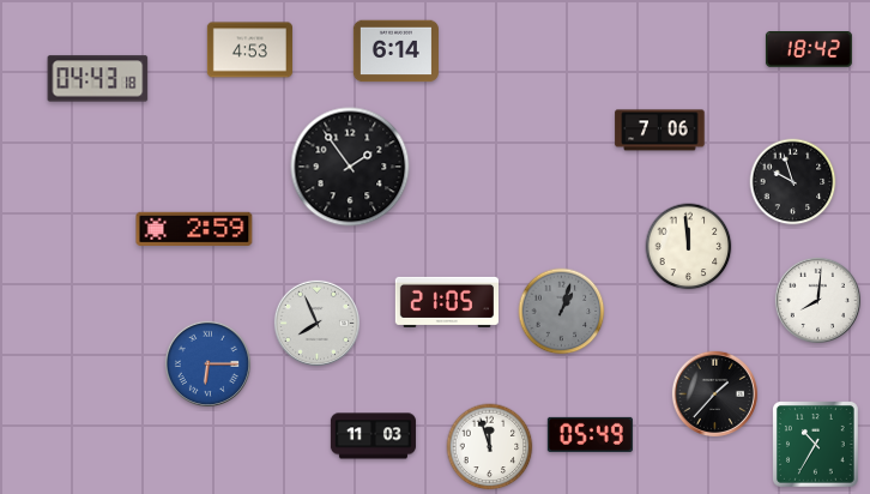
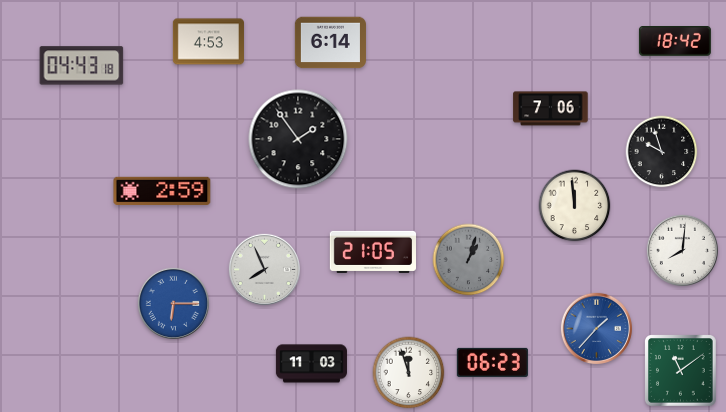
clock at (350, 167) position: (350, 167) -> (298, 139)
clock at (714, 393) dial: black -> blue
clock at (590, 434): 05:49 -> 06:23
clock at (816, 445): 10:35 -> 11:09
